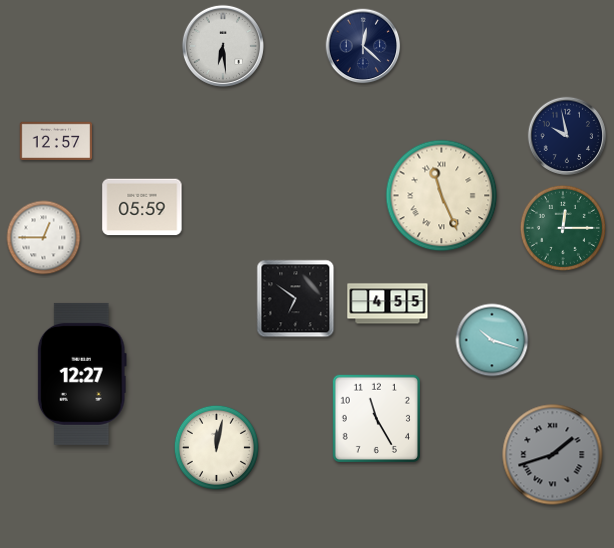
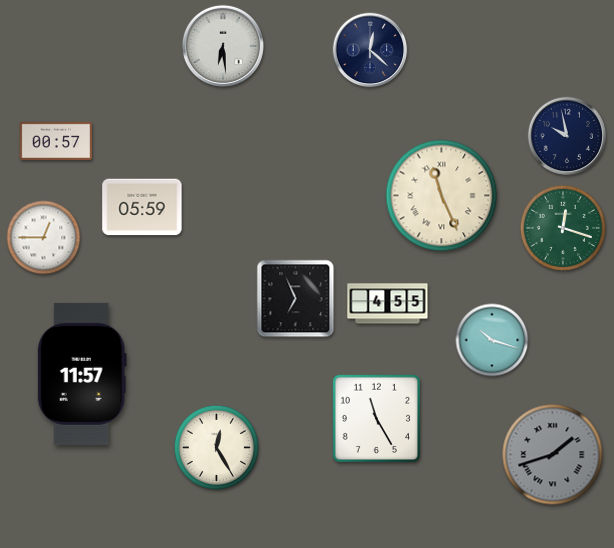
clock at (363, 46) position: (363, 46) -> (370, 50)
clock at (56, 141): 12:57 -> 00:57
clock at (563, 228): 12:15 -> 12:18
clock at (296, 299): 6:51 -> 6:56
clock at (82, 374): 12:27 -> 11:57
clock at (216, 447): 12:02 -> 12:25
